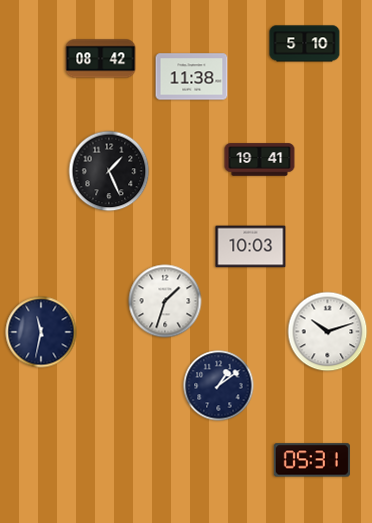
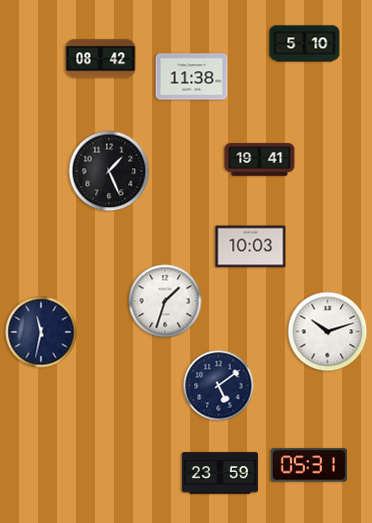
clock at (219, 386): 1:09 -> 5:09
clock at (312, 460) position: (312, 460) -> (309, 465)
clock at (220, 473): none -> 23:59
